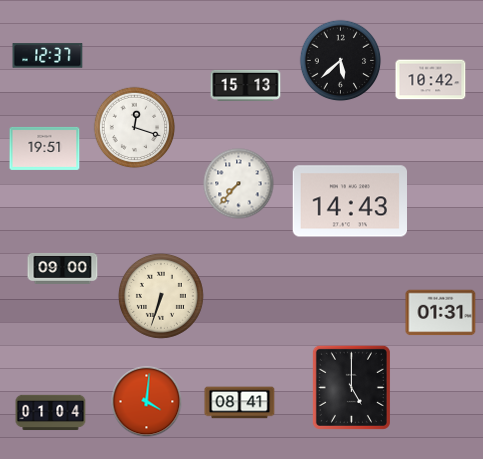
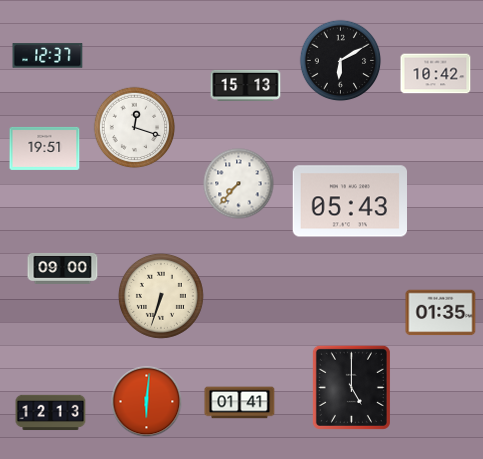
clock at (341, 61): 5:38 -> 6:10
clock at (431, 80) position: (431, 80) -> (436, 74)
clock at (349, 201): 14:43 -> 05:43
clock at (441, 313): 01:31 -> 01:35
clock at (147, 402): 4:01 -> 6:01
clock at (240, 403): 08:41 -> 01:41
clock at (51, 413): 01:04 -> 12:13
